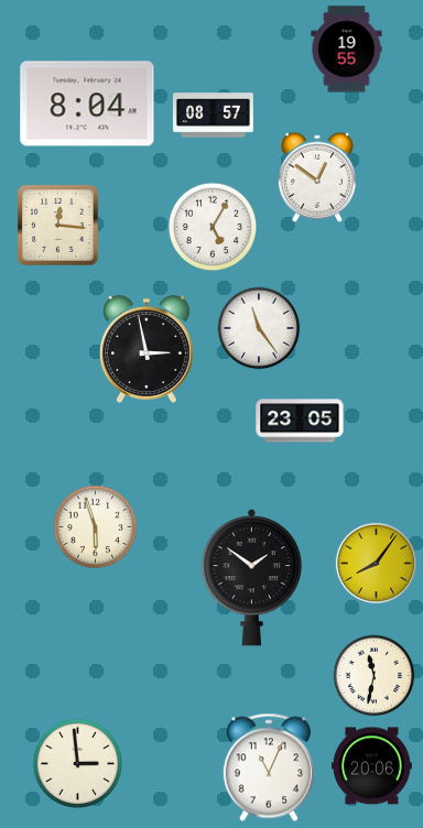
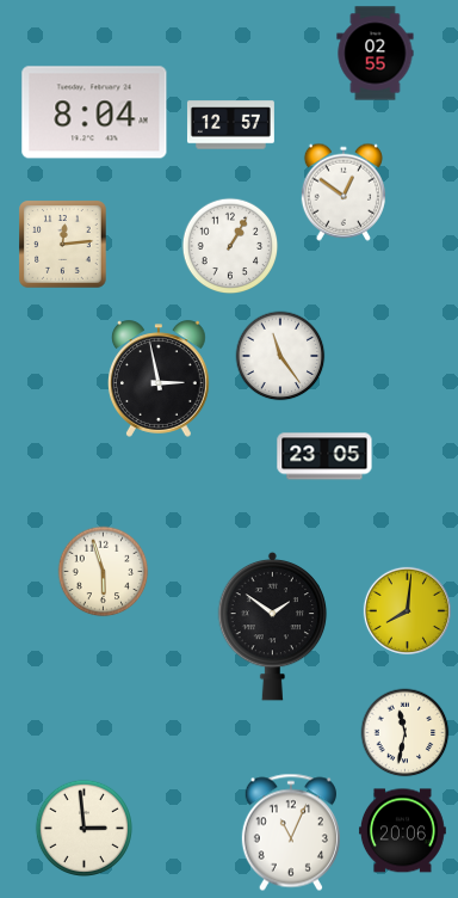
clock at (347, 50): 19:55 -> 02:55
clock at (213, 116): 08:57 -> 12:57
clock at (58, 226): 12:16 -> 12:14
clock at (213, 227): 5:05 -> 1:05
clock at (376, 563): 8:06 -> 8:01
